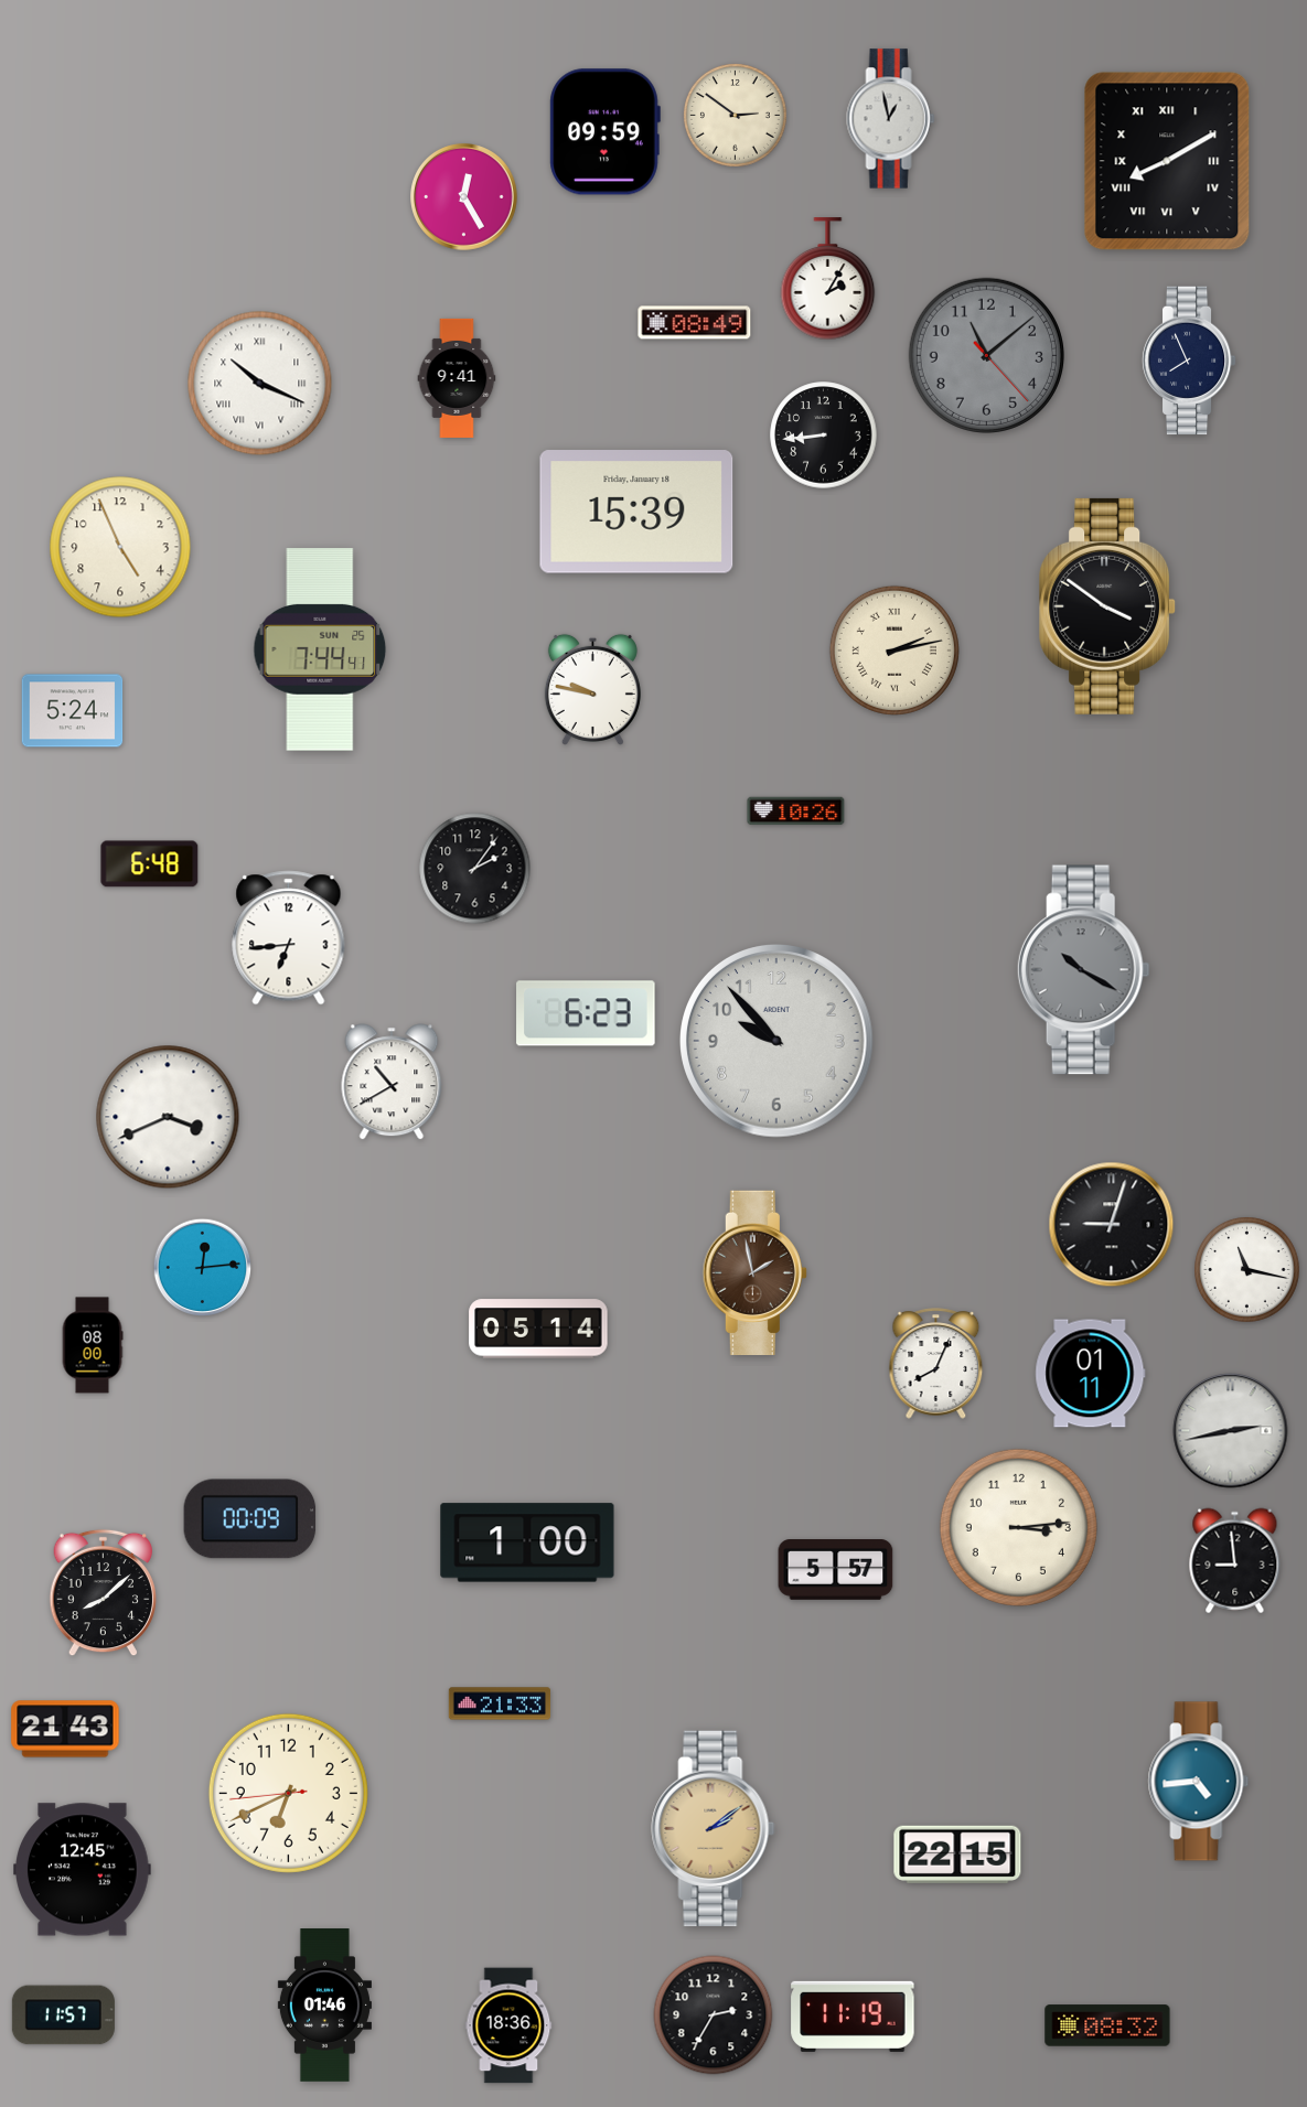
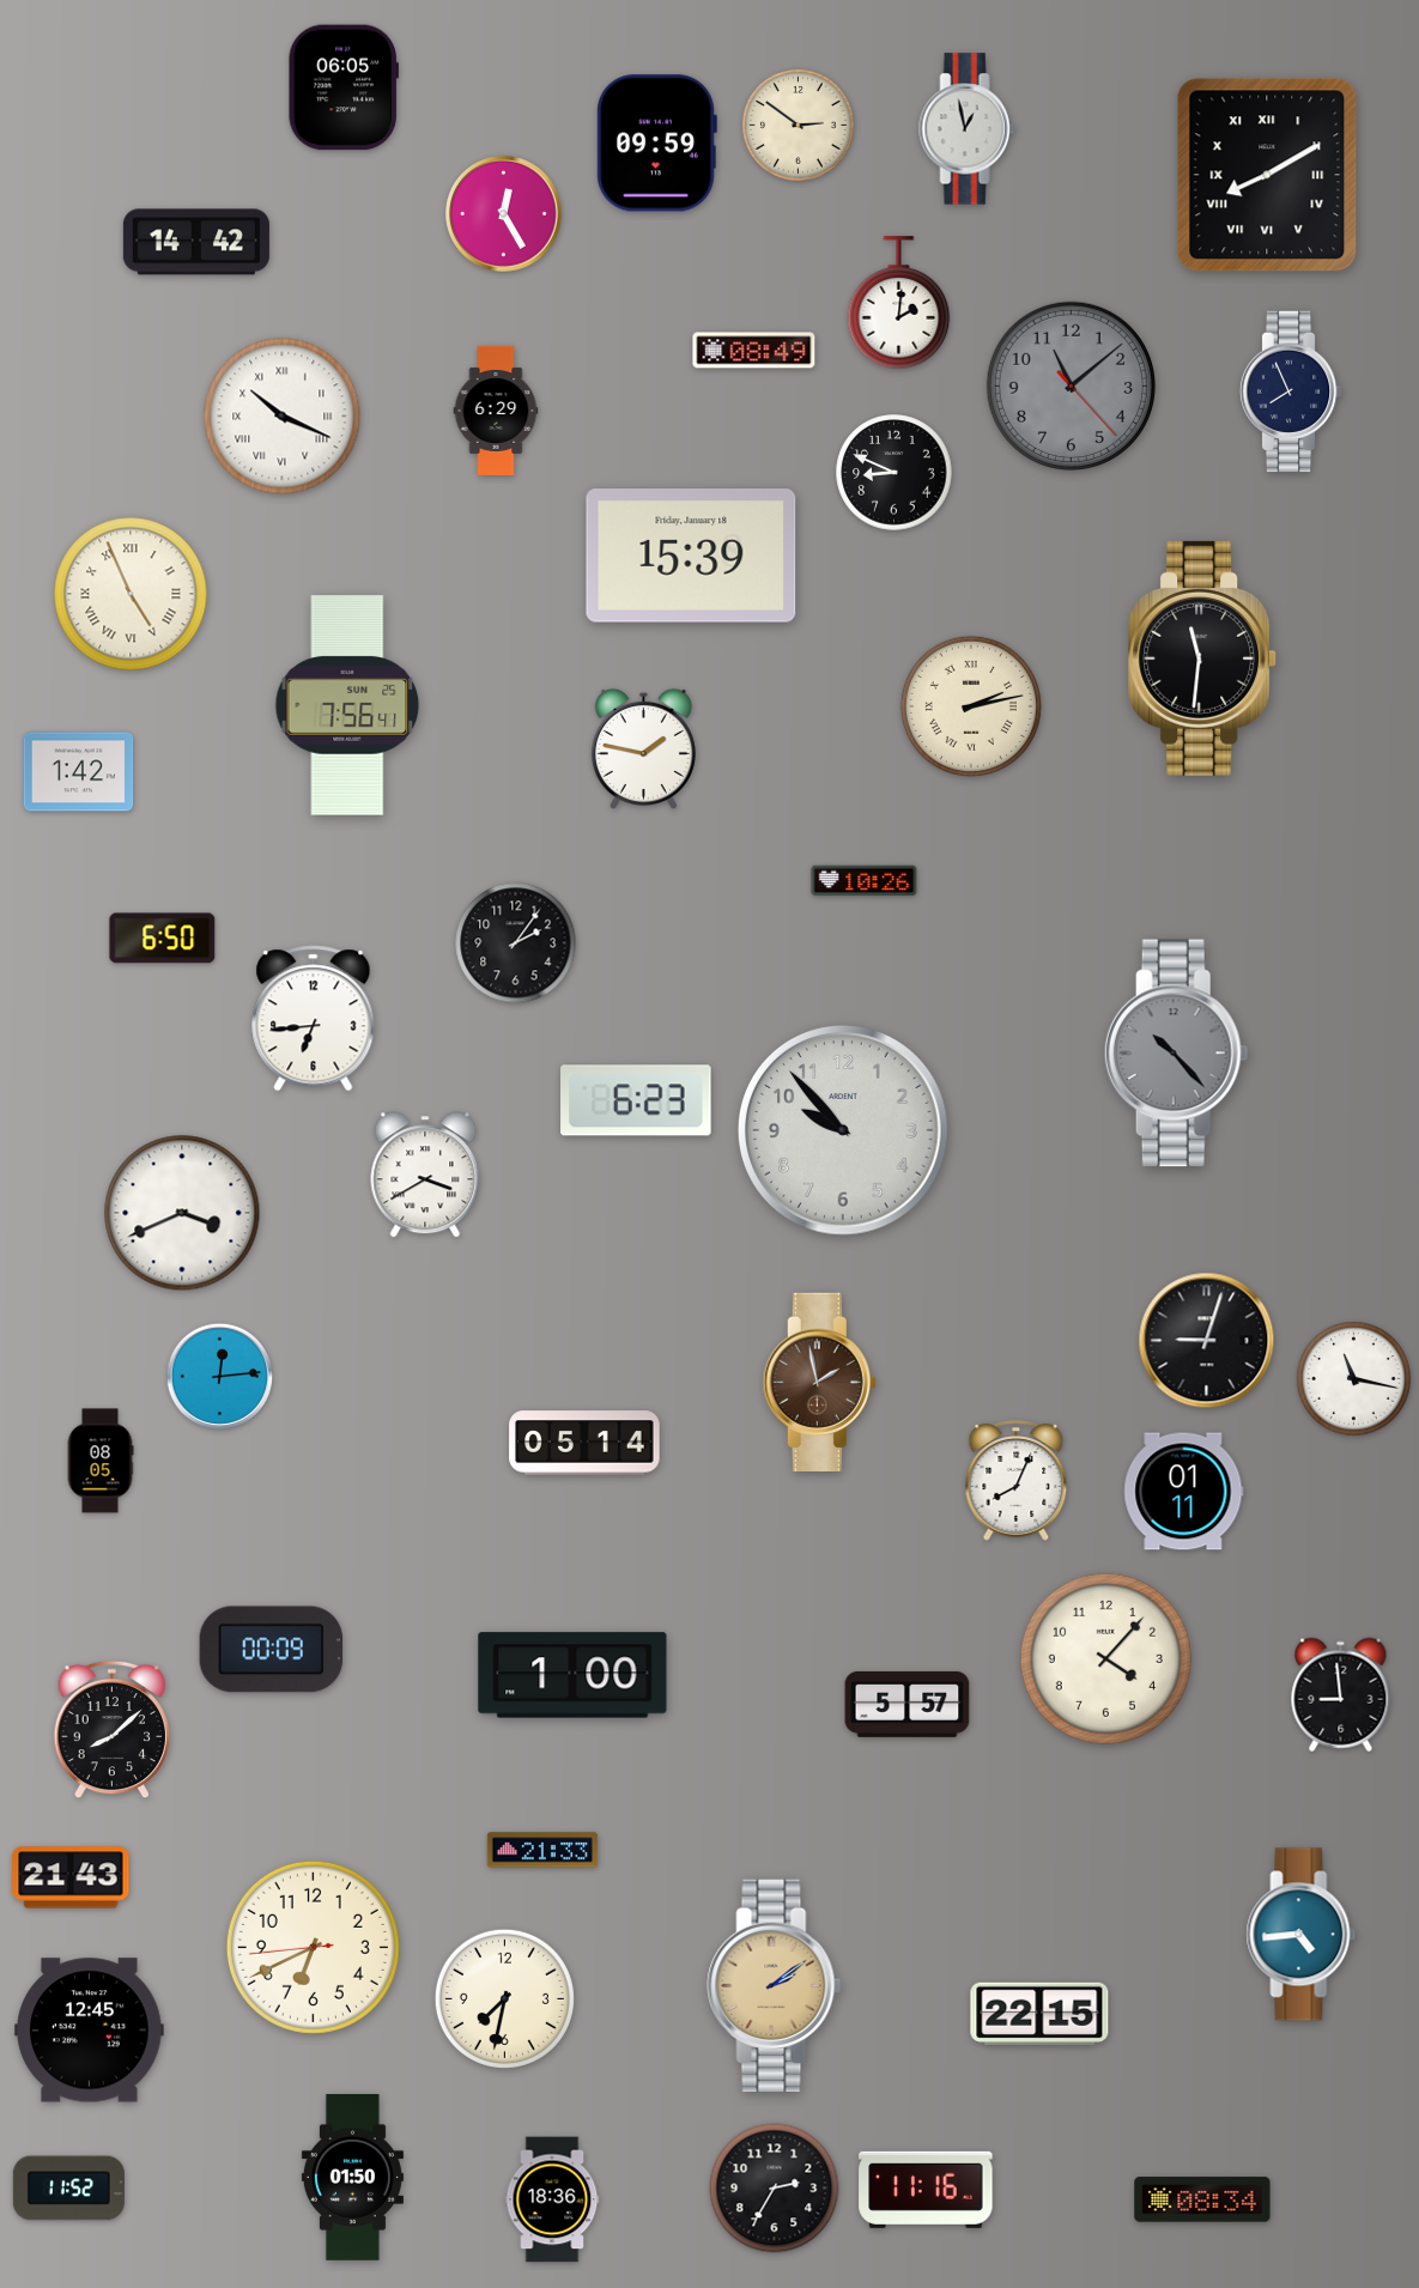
clock at (344, 87): none -> 06:05
clock at (196, 242): none -> 14:42
clock at (828, 279): 2:05 -> 2:01
clock at (457, 378): 9:41 -> 6:29
clock at (824, 436): 8:44 -> 8:49
clock at (120, 547) numerals: Arabic -> Roman
clock at (1108, 606): 3:51 -> 11:31
clock at (320, 649): 7:44 -> 7:56
clock at (592, 689): 9:47 -> 1:47
clock at (73, 711): 5:24 -> 1:42
clock at (150, 864): 6:48 -> 6:50
clock at (1083, 970): 10:20 -> 10:23
clock at (392, 1082): 10:40 -> 3:40
clock at (1112, 1225) position: (1112, 1225) -> (1207, 1341)
clock at (93, 1345): 08:00 -> 08:05
clock at (1231, 1431): 2:43 -> none
clock at (1018, 1527): 3:14 -> 4:07
clock at (504, 1998): none -> 7:32
clock at (324, 2006): 01:46 -> 01:50
clock at (63, 2015): 11:57 -> 11:52
clock at (853, 2017): 11:19 -> 11:16
clock at (1107, 2025): 08:32 -> 08:34
